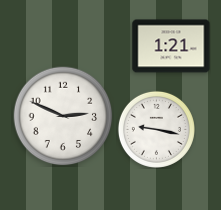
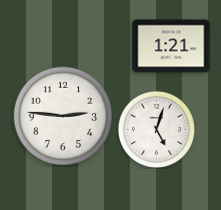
clock at (63, 116): 2:49 -> 2:46
clock at (156, 129): 9:17 -> 5:03
